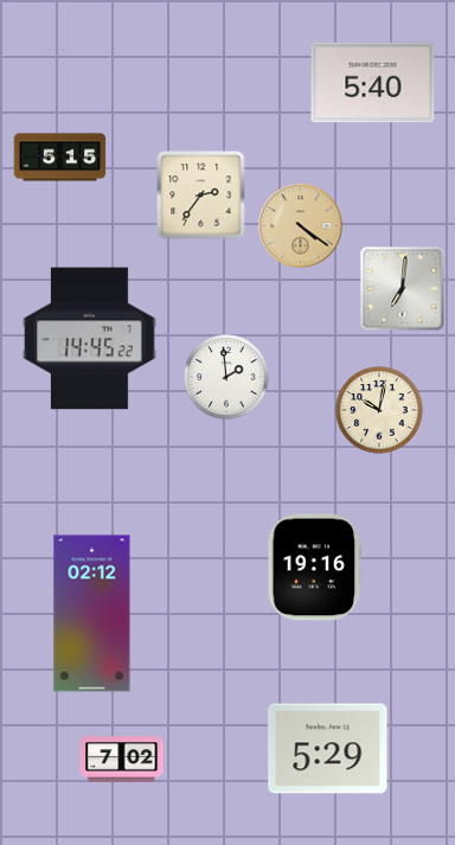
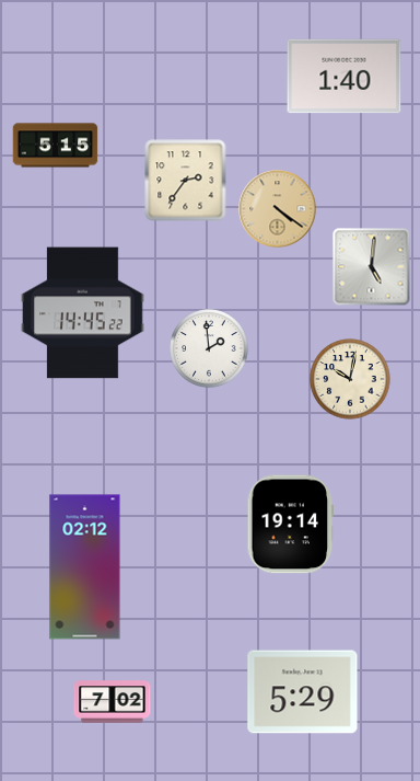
clock at (373, 83): 5:40 -> 1:40
clock at (403, 289): 7:01 -> 5:01
clock at (315, 568): 19:16 -> 19:14
